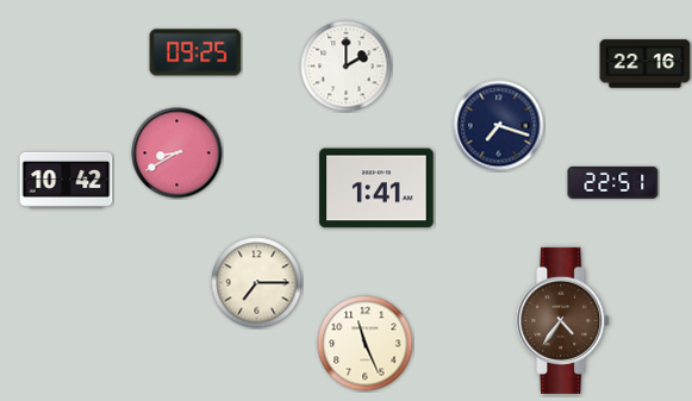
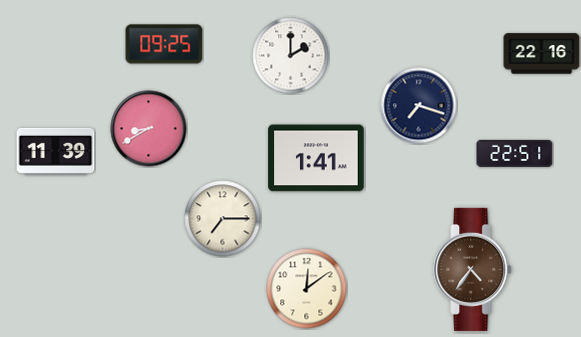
clock at (67, 180): 10:42 -> 11:39
clock at (257, 283) position: (257, 283) -> (223, 219)
clock at (366, 344): 11:26 -> 12:09
